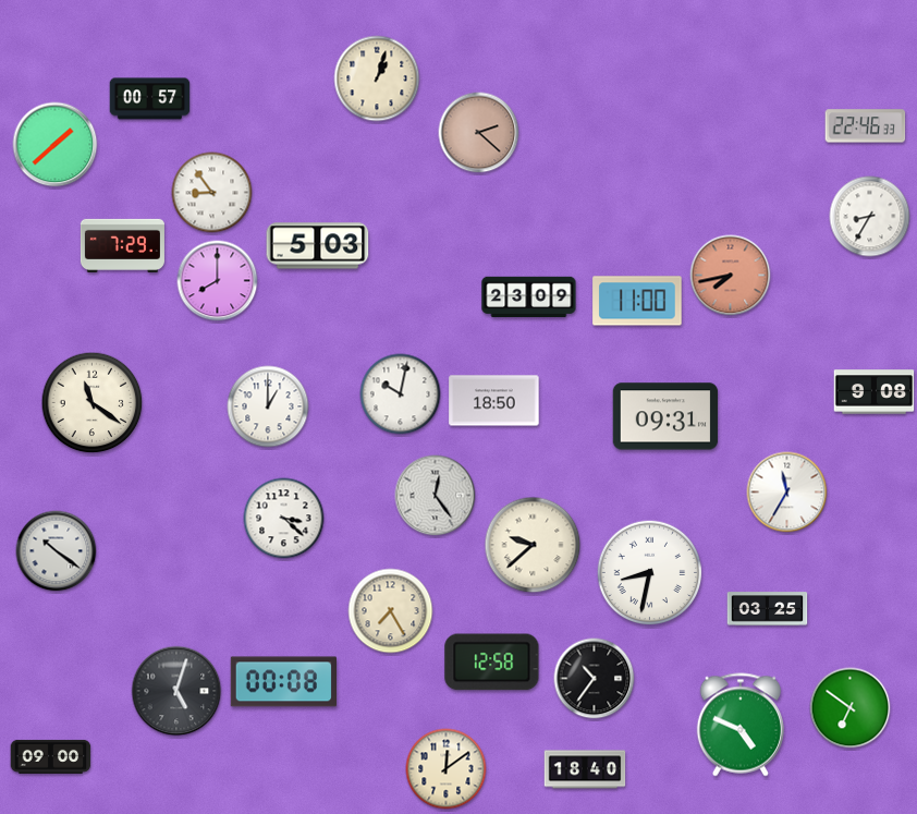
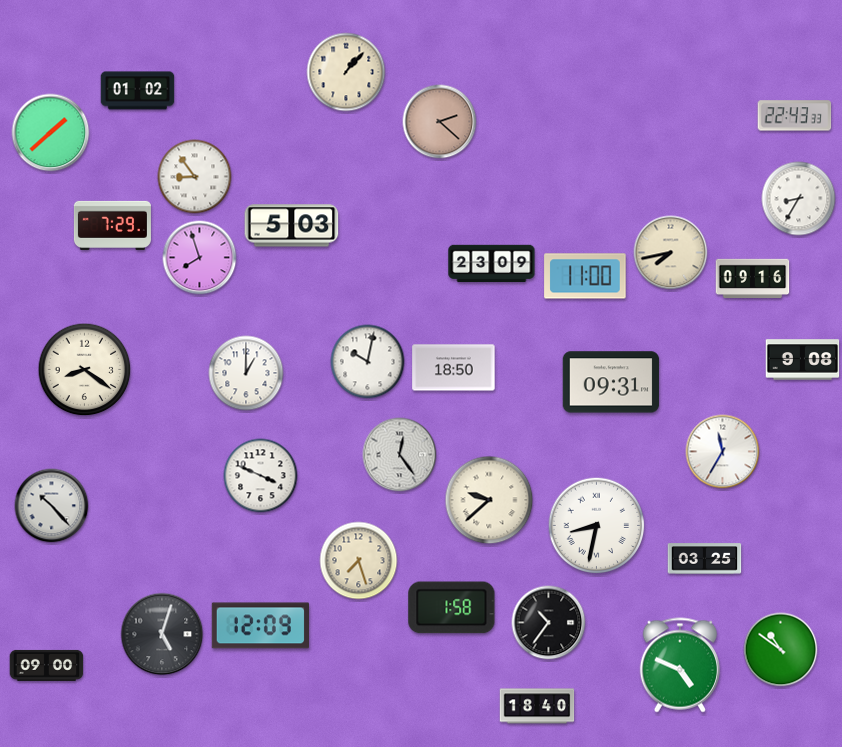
clock at (377, 78): 1:03 -> 1:07
clock at (150, 99): 00:57 -> 01:02
clock at (866, 126): 22:46 -> 22:43
clock at (731, 276) dial: salmon -> cream
clock at (218, 281): 8:00 -> 7:57
clock at (529, 297) position: (529, 297) -> (492, 264)
clock at (753, 279): none -> 09:16
clock at (93, 403): 11:21 -> 8:21
clock at (284, 519): 3:22 -> 3:49
clock at (57, 551): 10:21 -> 10:23
clock at (391, 611): 7:25 -> 7:27
clock at (492, 663): 12:58 -> 1:58
clock at (595, 679) position: (595, 679) -> (549, 623)
clock at (283, 682): 00:08 -> 12:09
clock at (851, 708): 6:51 -> 10:51
clock at (51, 756) position: (51, 756) -> (47, 665)
clock at (447, 769): 12:09 -> none
